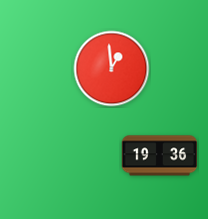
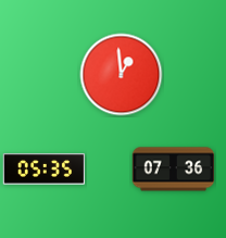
clock at (45, 170): none -> 05:35
clock at (160, 156): 19:36 -> 07:36
